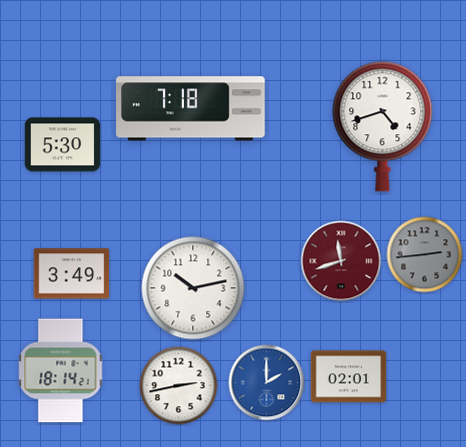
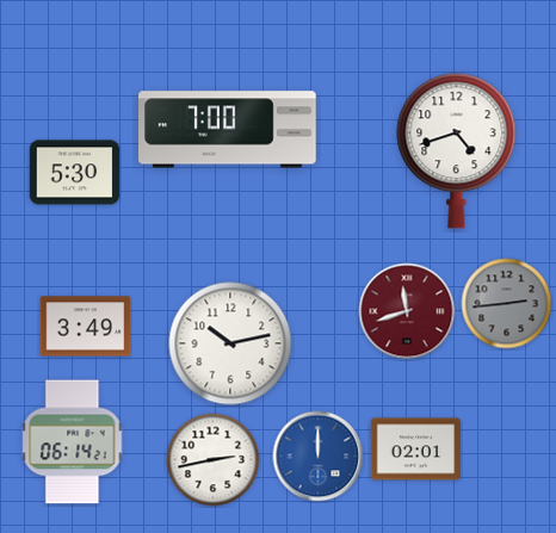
clock at (191, 109): 7:18 -> 7:00
clock at (61, 371): 18:14 -> 06:14
clock at (267, 383): 2:00 -> 12:00
